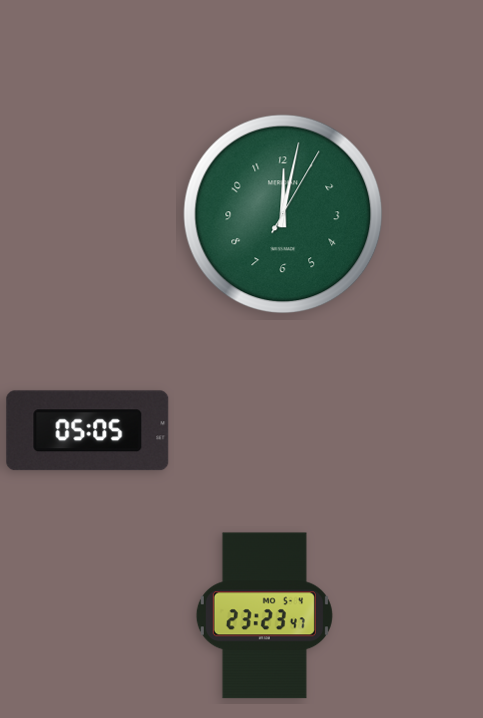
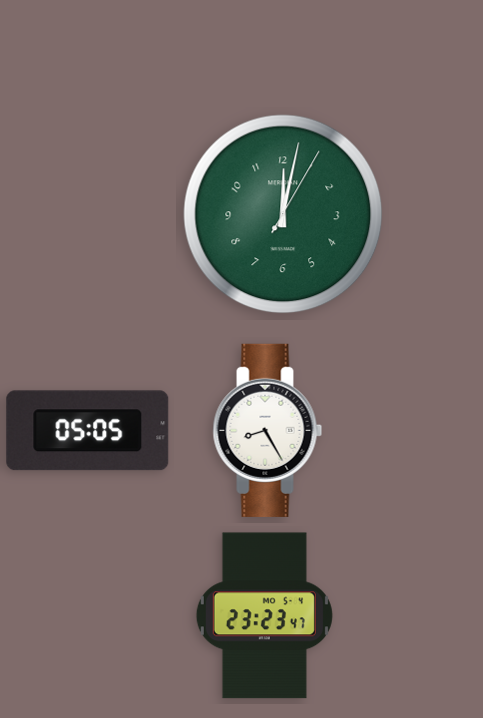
clock at (268, 430): none -> 8:25
